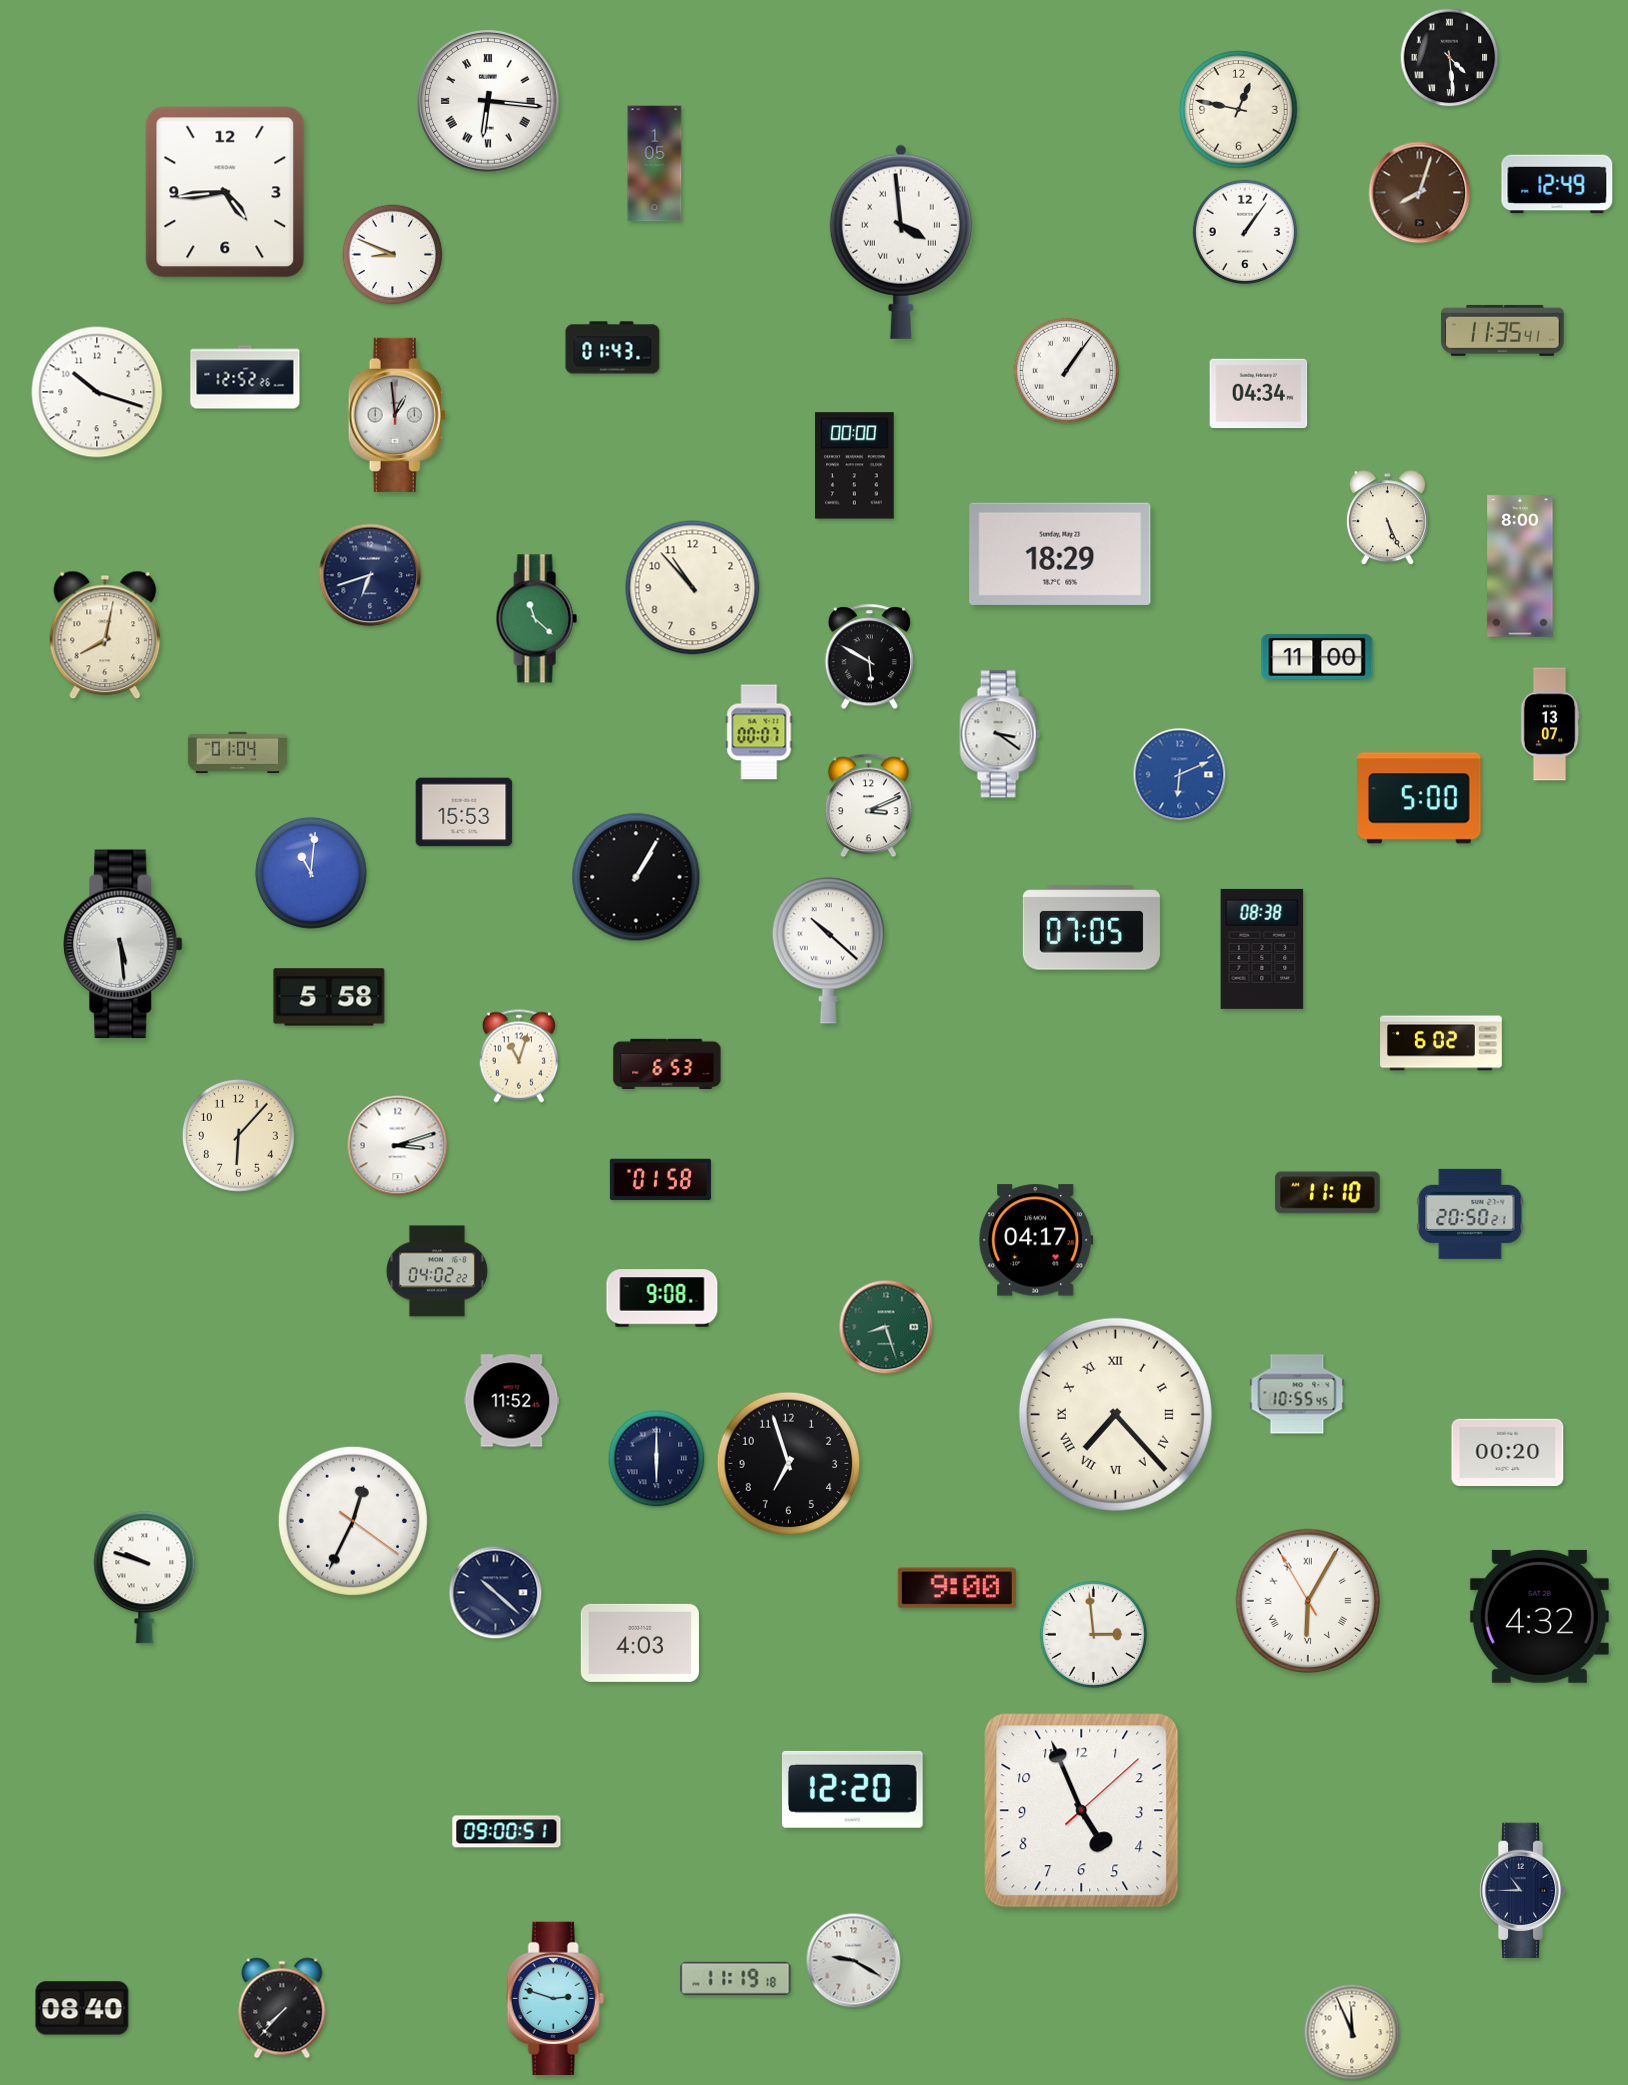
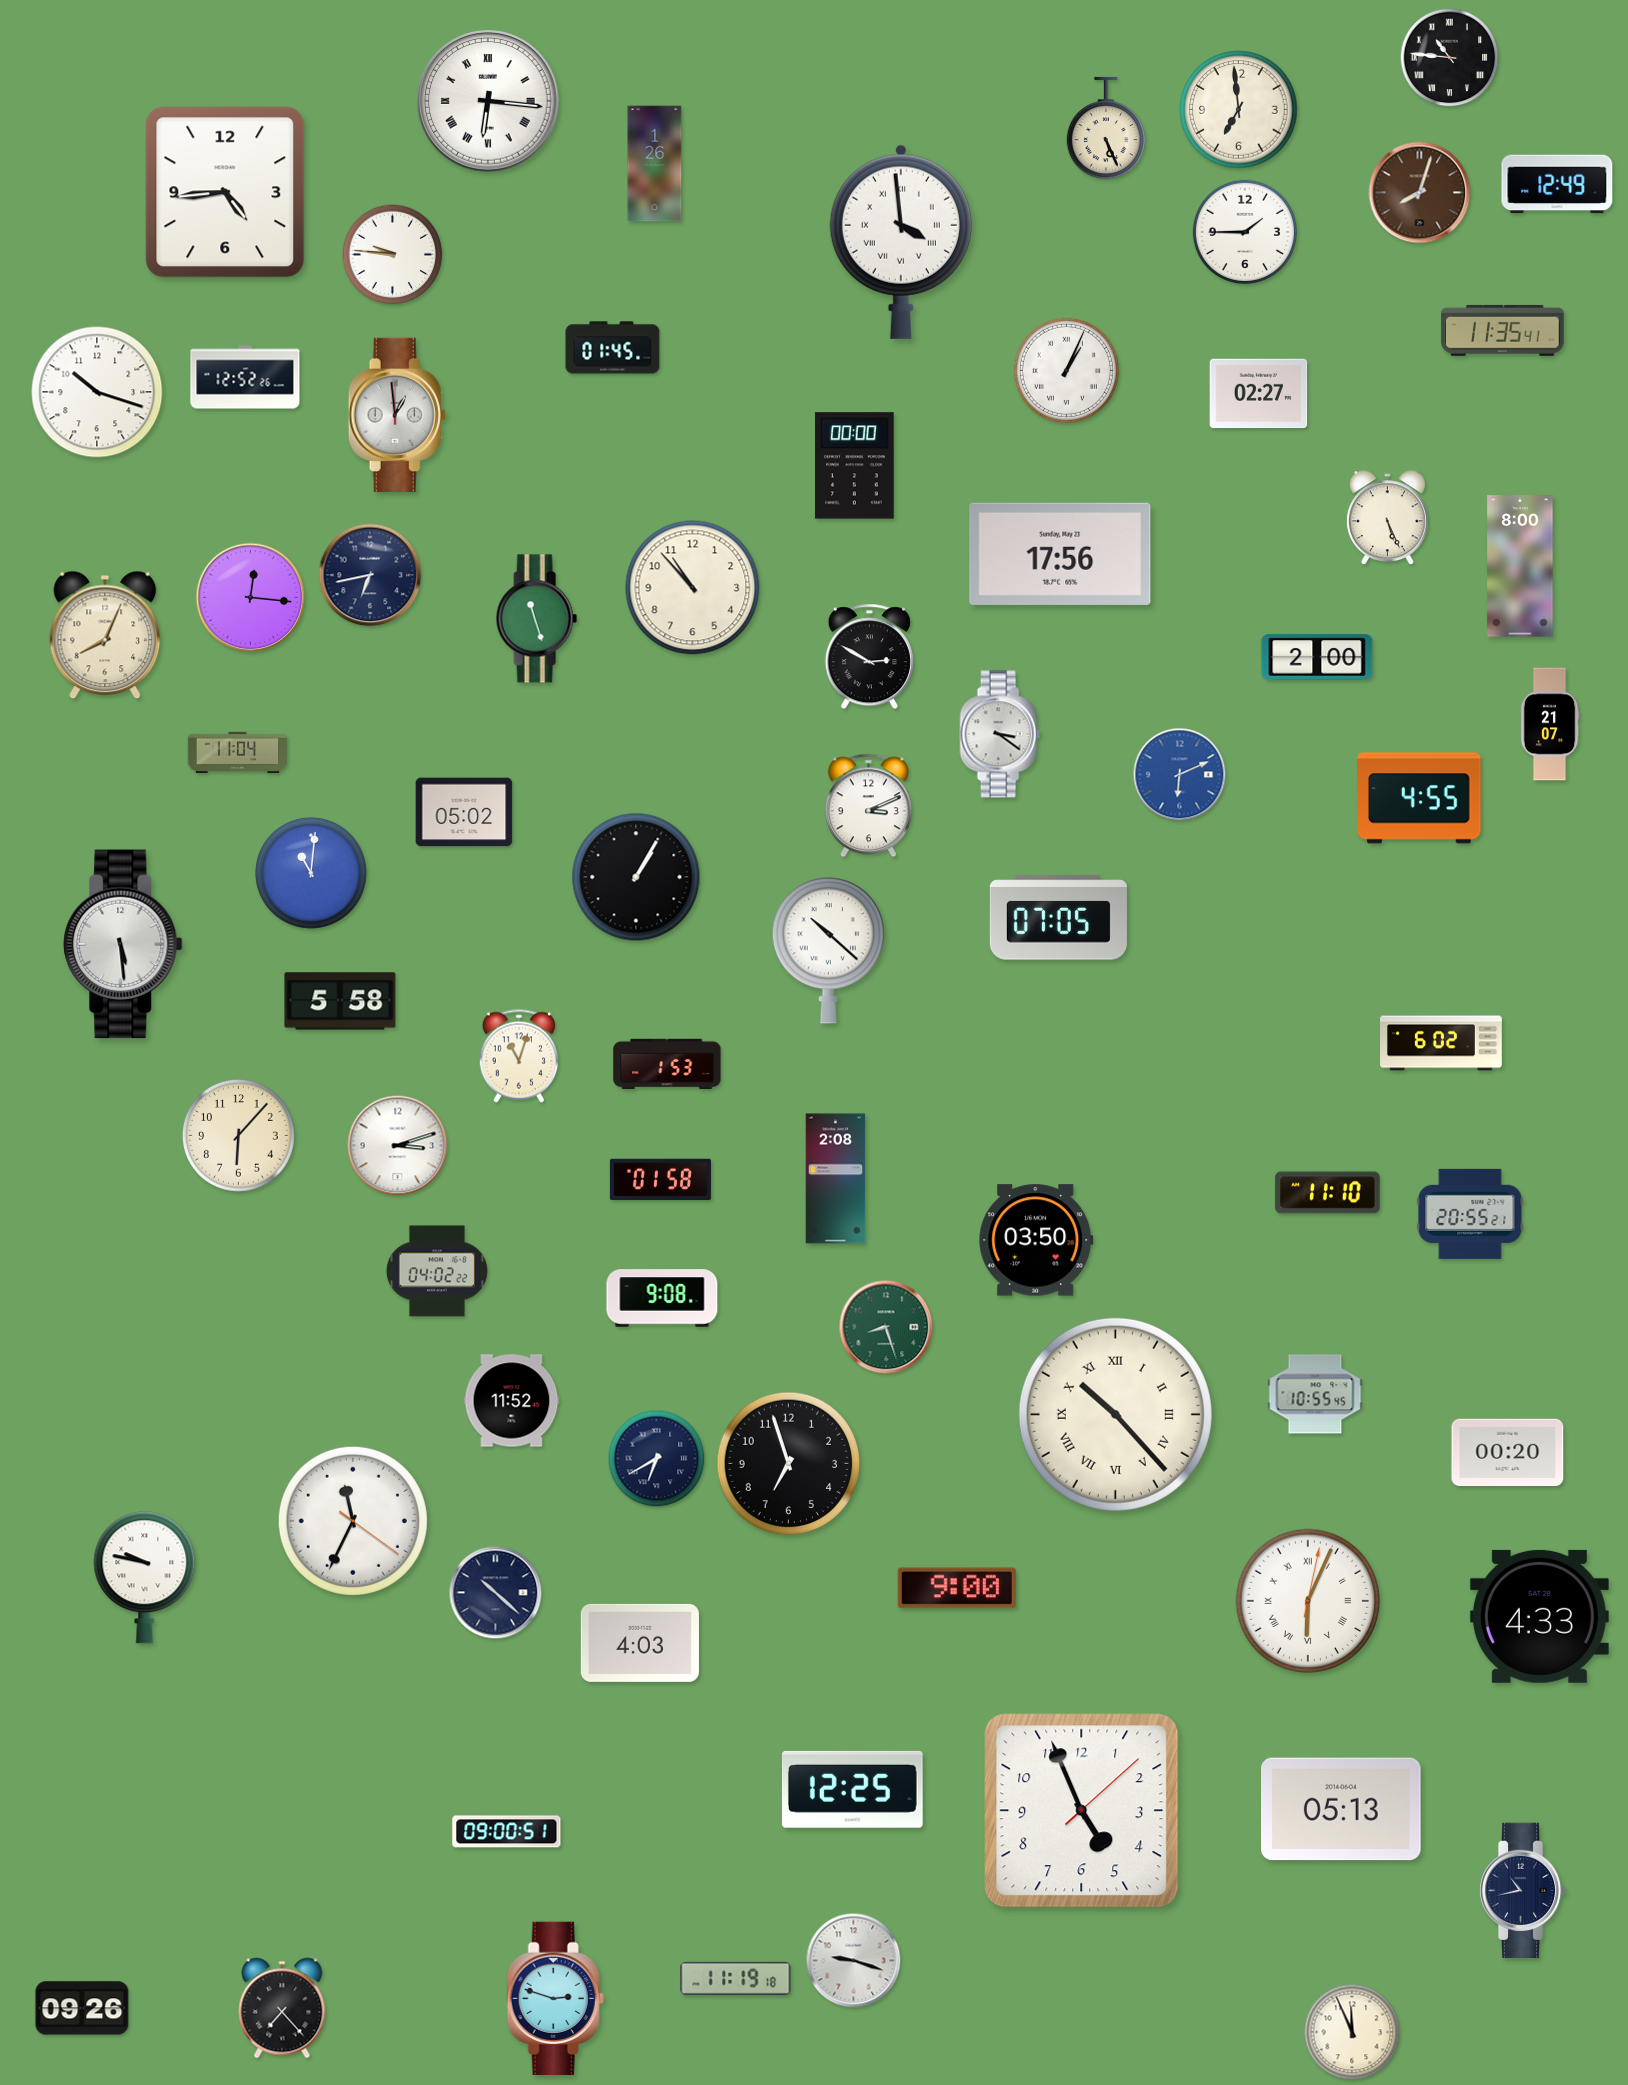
clock at (1450, 58): 4:29 -> 10:46
clock at (1239, 110): 12:47 -> 6:59
clock at (1105, 128): none -> 5:26
clock at (655, 164): 1:05 -> 1:26
clock at (1245, 232): 1:06 -> 1:45
clock at (393, 255): 8:49 -> 9:46
clock at (613, 348): 01:43 -> 01:45
clock at (1066, 370): 1:06 -> 1:04
clock at (1259, 394): 04:34 -> 02:27
clock at (1060, 554): 18:29 -> 17:56
clock at (370, 575): 6:42 -> 6:43
clock at (251, 598): none -> 12:16
clock at (536, 619): 11:22 -> 11:27
clock at (105, 635): 8:02 -> 8:04
clock at (869, 657): 5:50 -> 2:50
clock at (1317, 657): 11:00 -> 2:00
clock at (1550, 724): 13:07 -> 21:07
clock at (759, 732): 00:07 -> none
clock at (238, 752): 01:04 -> 11:04
clock at (1419, 798): 5:00 -> 4:55
clock at (464, 812): 15:53 -> 05:02
clock at (1091, 928) position: (1091, 928) -> (1058, 918)
clock at (1262, 949): 08:38 -> none
clock at (329, 997) position: (329, 997) -> (340, 1001)
clock at (667, 1063): 6:53 -> 1:53
clock at (836, 1179): none -> 2:08
clock at (1470, 1214): 20:50 -> 20:55
clock at (1036, 1240): 04:17 -> 03:50
clock at (1297, 1394) position: (1297, 1394) -> (1315, 1394)
clock at (1115, 1414): 7:23 -> 10:23
clock at (657, 1459): 6:00 -> 6:40
clock at (353, 1521): 12:34 -> 11:34
clock at (145, 1578): 9:48 -> 9:47
clock at (1307, 1600): 6:04:55 -> 6:04:02
clock at (1539, 1616): 4:32 -> 4:33
clock at (1093, 1634): 2:59 -> none
clock at (852, 1789): 12:20 -> 12:25
clock at (1342, 1809): none -> 05:13
clock at (1522, 1890): 10:45 -> 10:43
clock at (854, 1961): 9:20 -> 9:18
clock at (82, 2008): 08:40 -> 09:26
clock at (282, 2008): 7:37 -> 7:23
